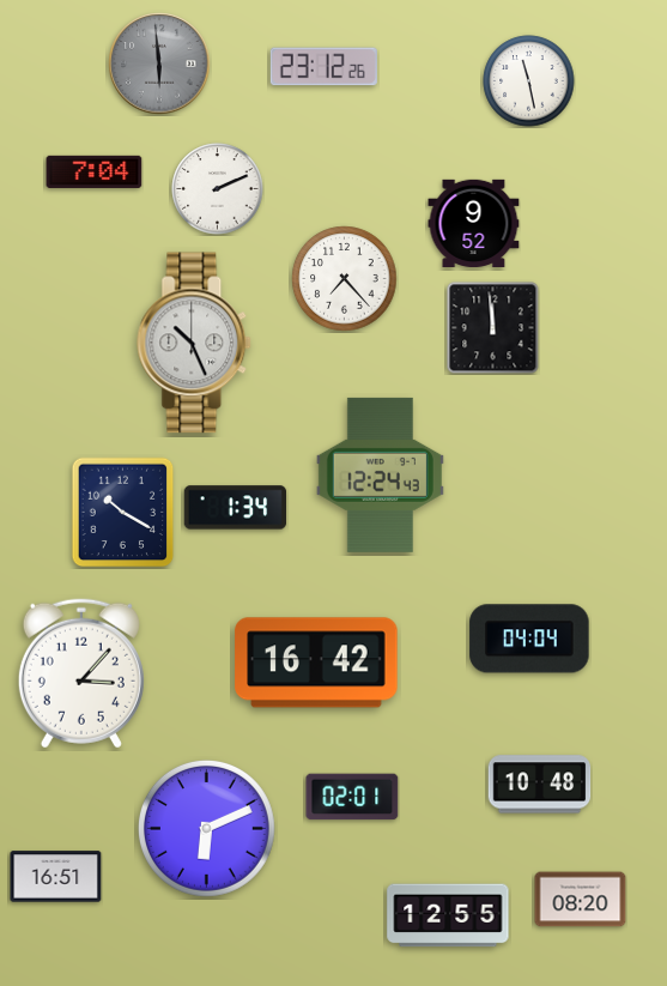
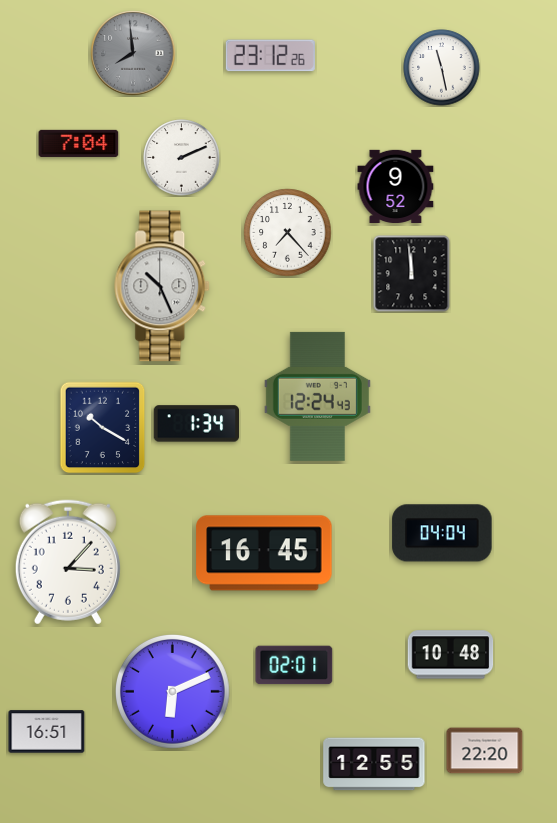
clock at (159, 63): 5:59 -> 7:59
clock at (316, 663): 16:42 -> 16:45
clock at (581, 900): 08:20 -> 22:20
